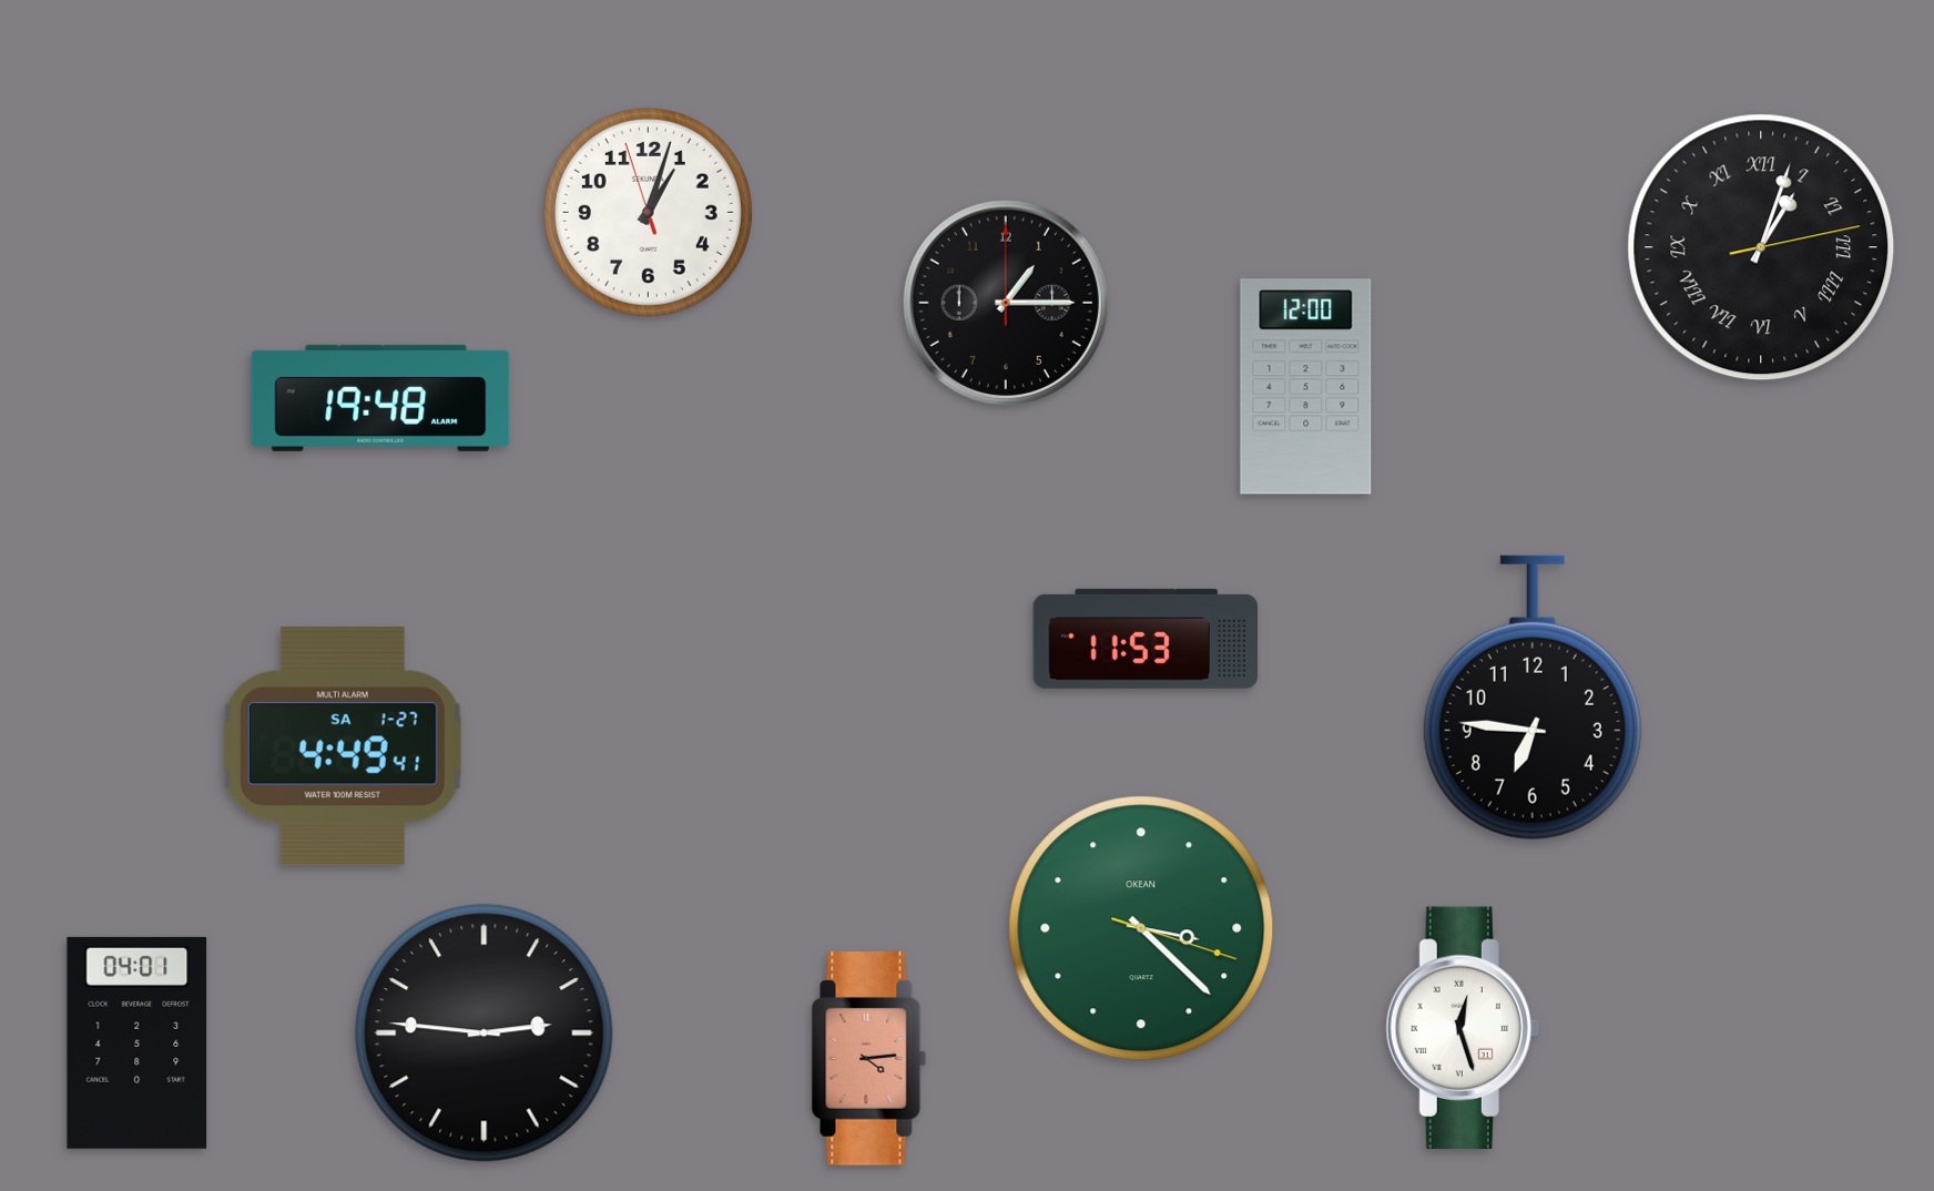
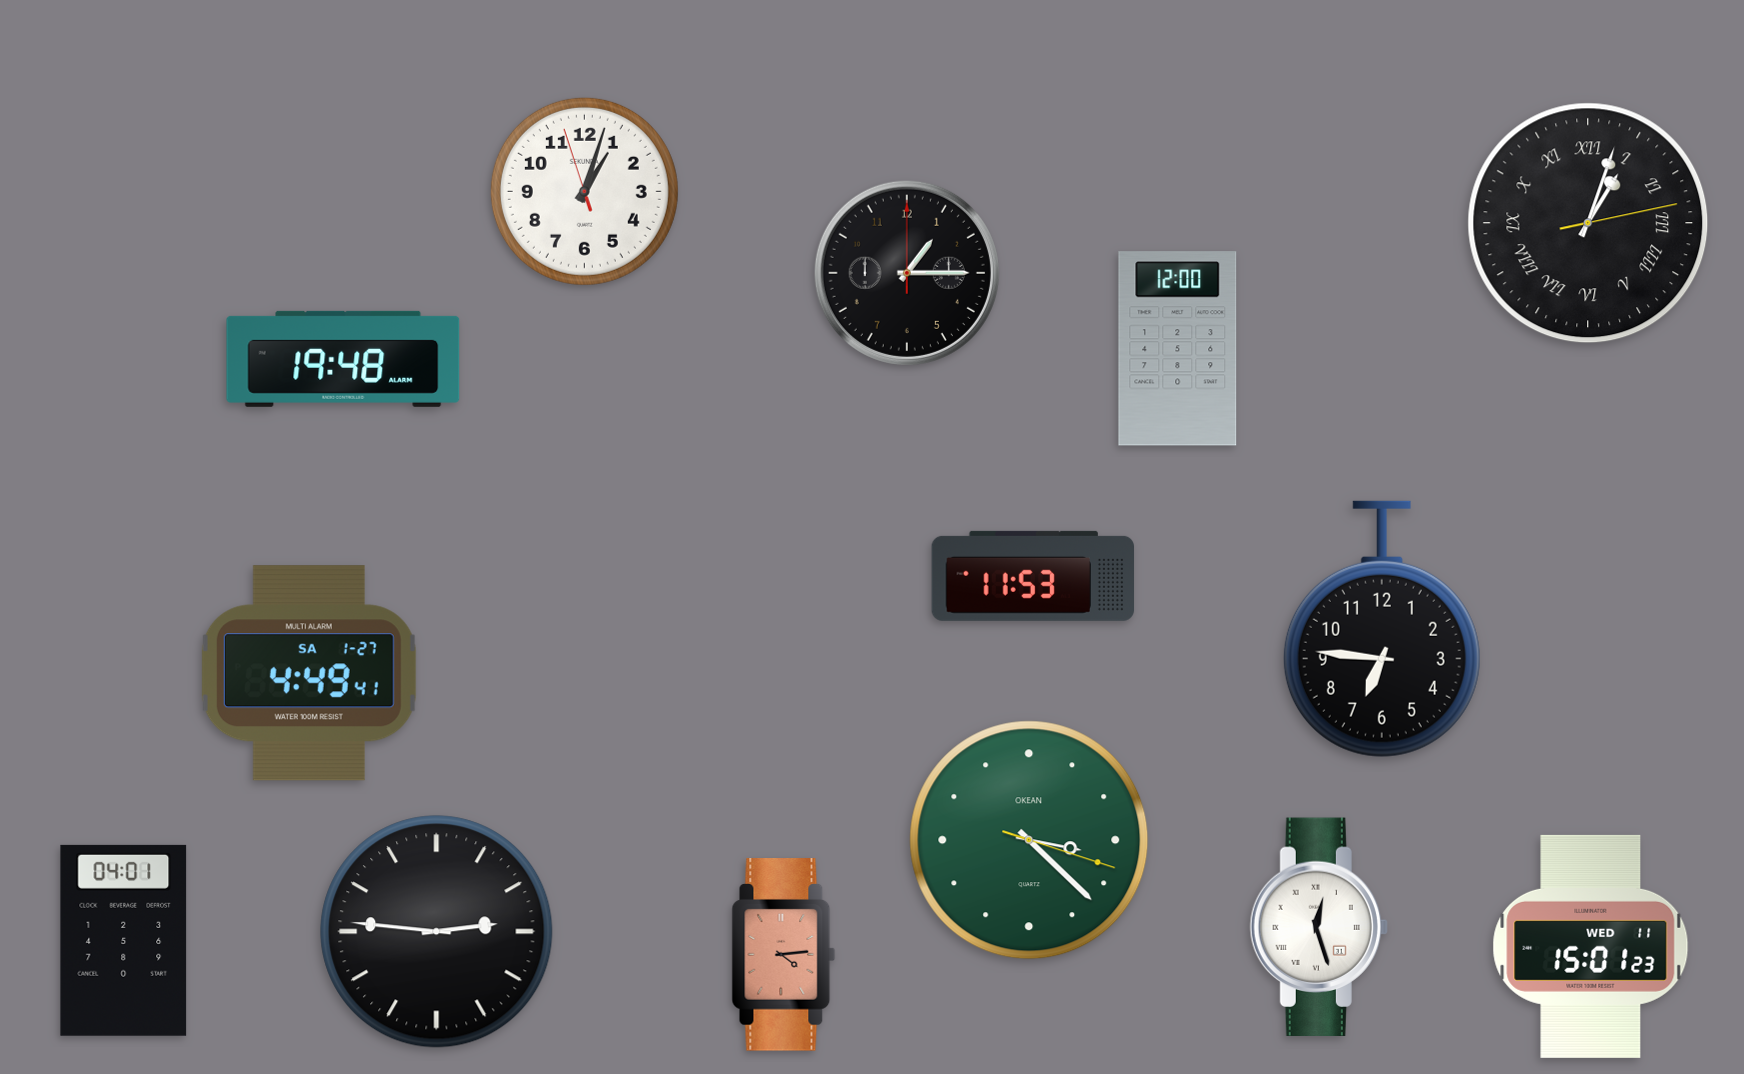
clock at (1141, 928) position: (1141, 928) -> (1029, 840)
clock at (1591, 946): none -> 15:01
